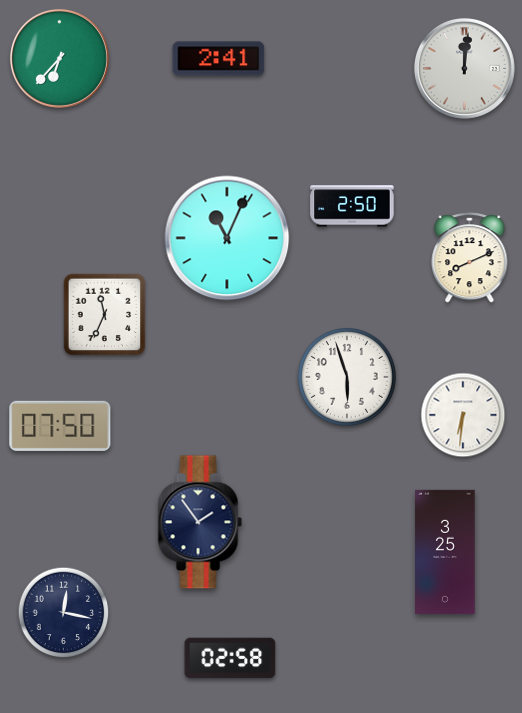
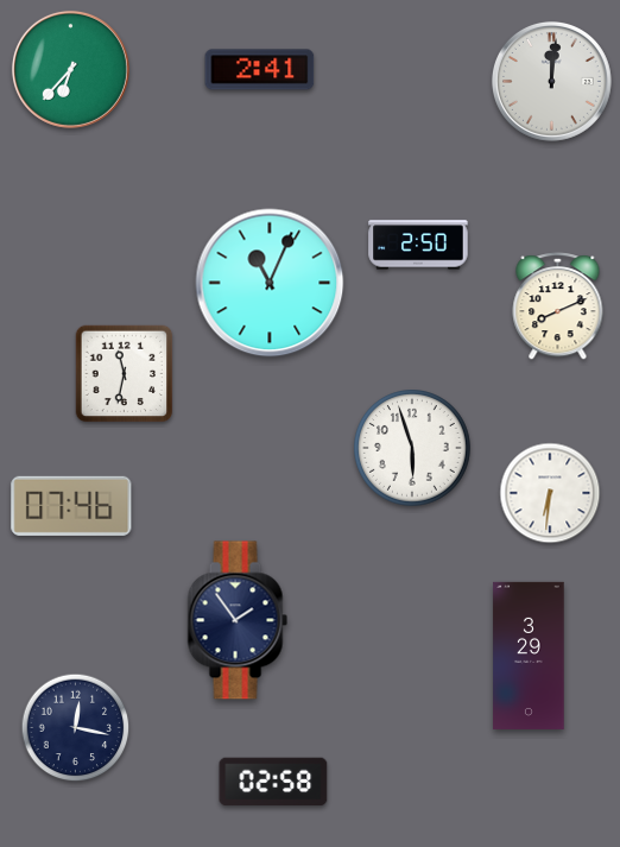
clock at (105, 315): 11:34 -> 11:32
clock at (60, 426): 07:50 -> 07:46
clock at (445, 552): 3:25 -> 3:29
